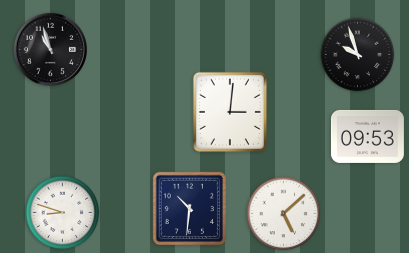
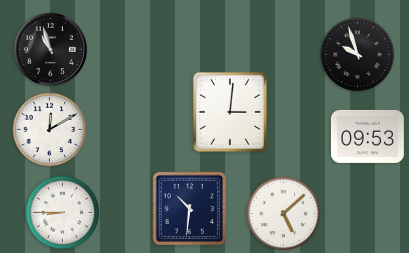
clock at (50, 130): none -> 12:10
clock at (63, 213): 8:48 -> 8:45
